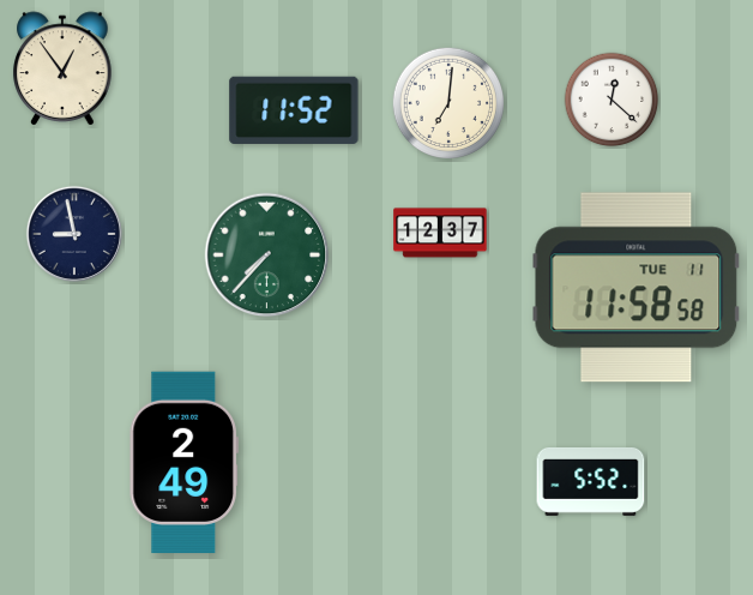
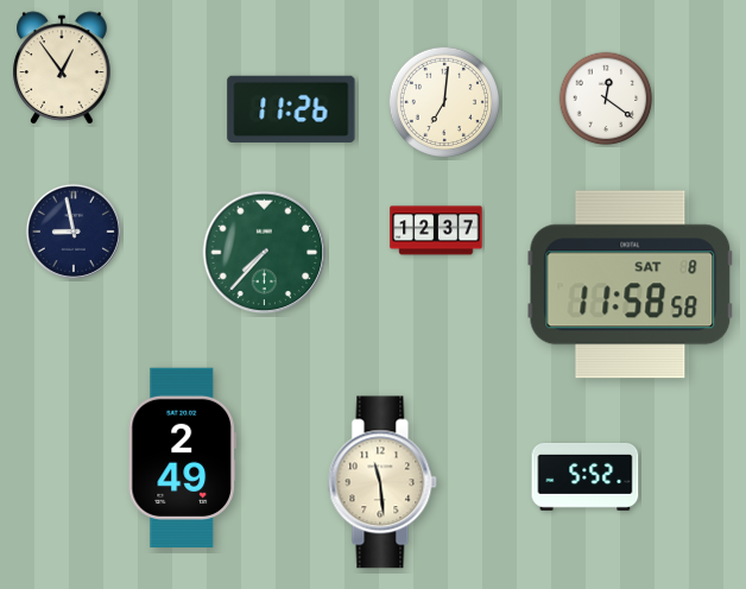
clock at (612, 100): 12:22 -> 12:21
clock at (294, 109): 11:52 -> 11:26
clock at (637, 288) date: TUE 11 -> SAT 8
clock at (383, 482): none -> 11:29
